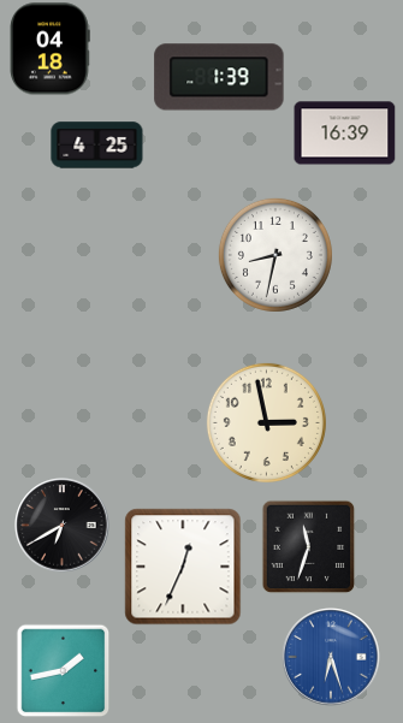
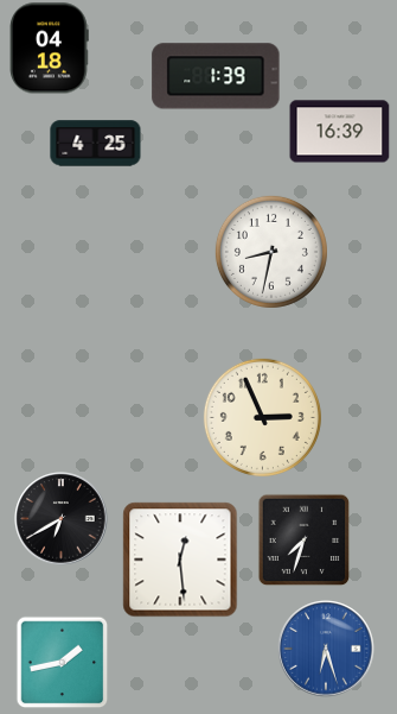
clock at (266, 422): 2:58 -> 2:56
clock at (308, 546): 11:33 -> 7:33
clock at (183, 567): 12:34 -> 12:29
